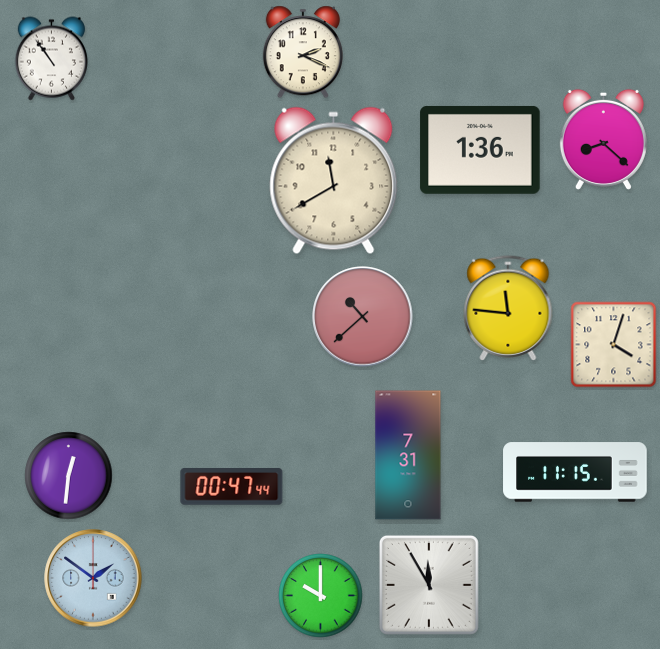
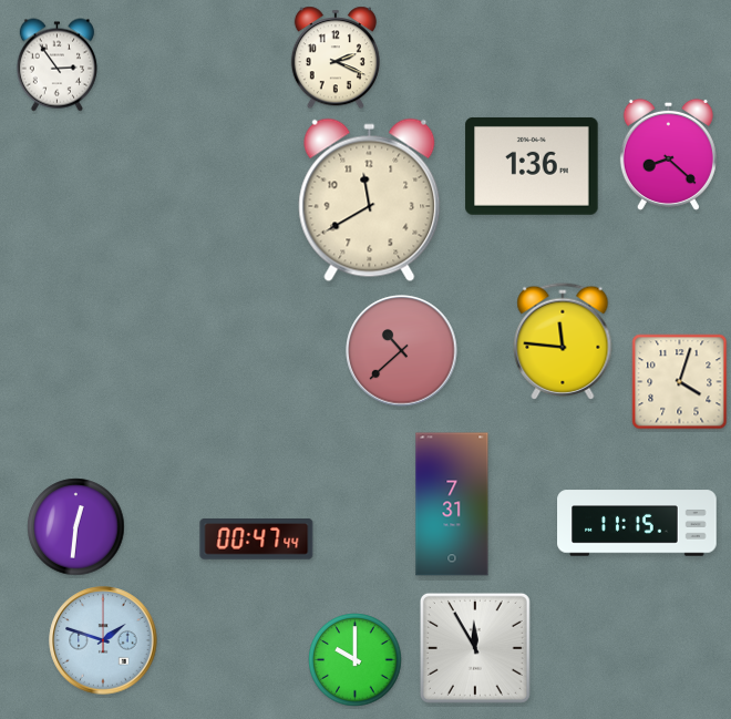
clock at (51, 59): 10:54 -> 2:54
clock at (93, 578): 1:51 -> 1:48
